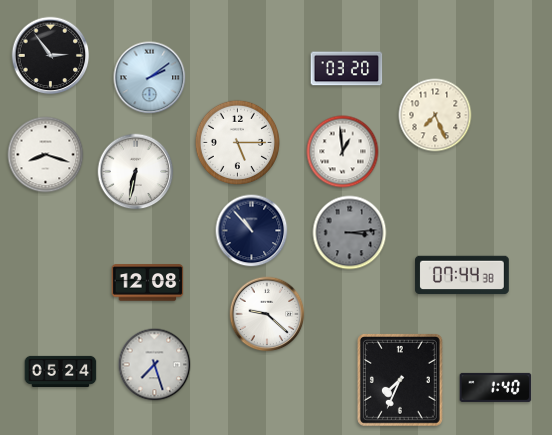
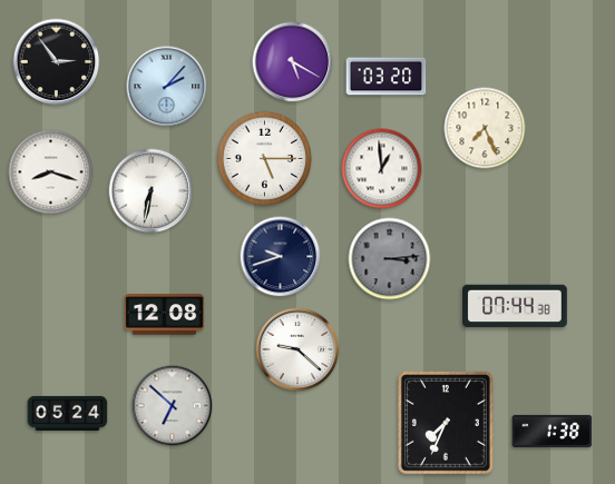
clock at (293, 62): none -> 5:20
clock at (150, 78): 2:09 -> 2:07
clock at (252, 231): 10:53 -> 9:42
clock at (155, 365): 7:27 -> 6:52
clock at (496, 387): 1:40 -> 1:38
